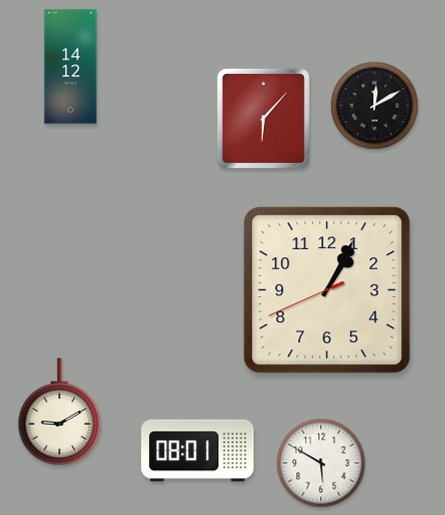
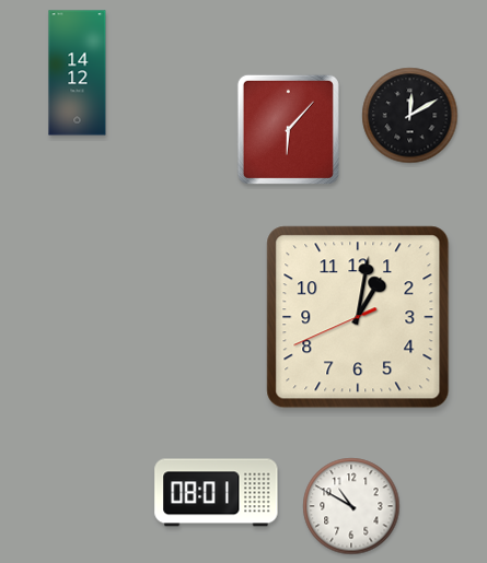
clock at (327, 290): 1:04 -> 1:01
clock at (60, 412): 9:10 -> none
clock at (321, 463): 5:50 -> 10:50
